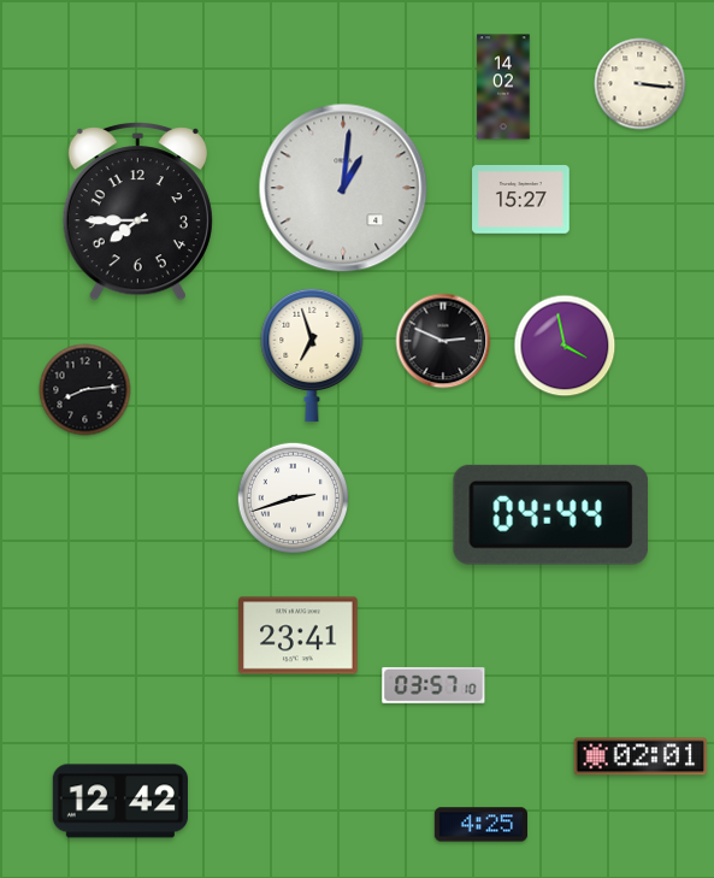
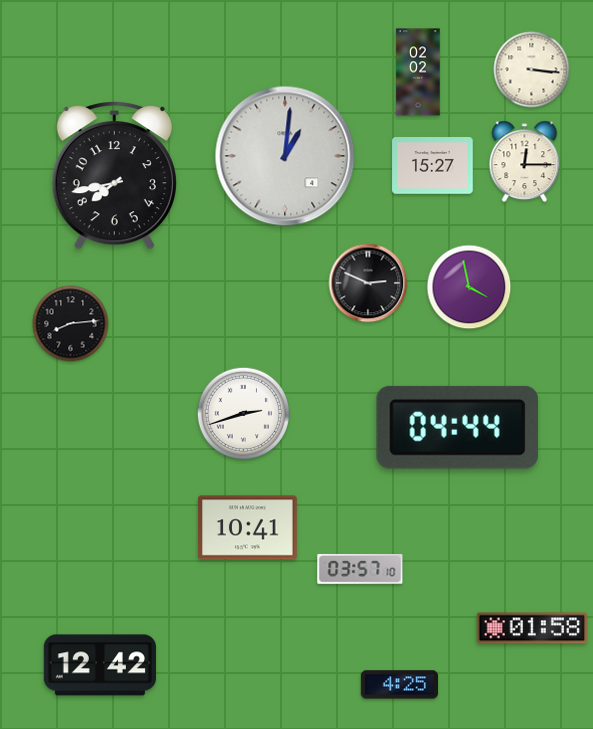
clock at (503, 87): 14:02 -> 02:02
clock at (525, 162): none -> 12:15
clock at (137, 212): 7:45 -> 7:43
clock at (312, 355): 6:57 -> none
clock at (299, 636): 23:41 -> 10:41
clock at (641, 756): 02:01 -> 01:58
